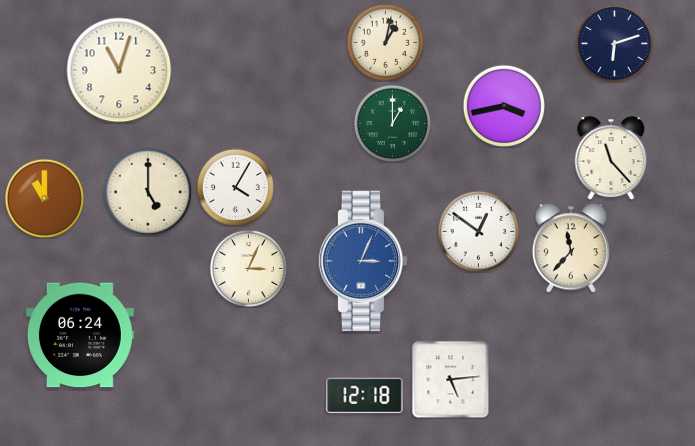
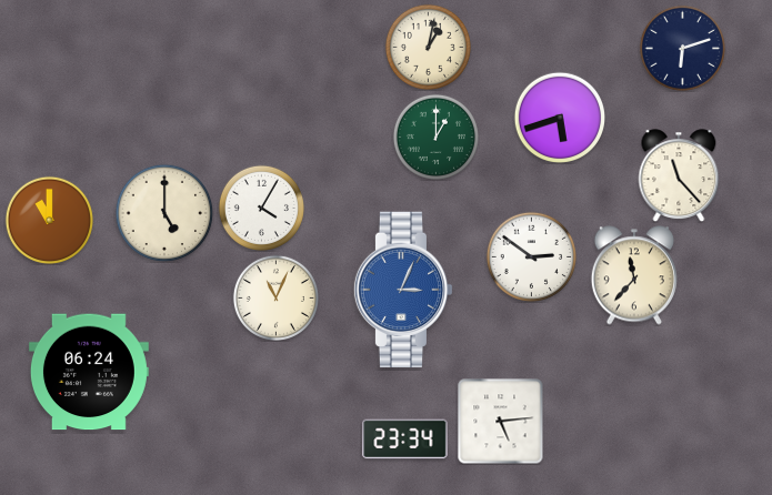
clock at (119, 70): 11:03 -> none
clock at (503, 105): 3:43 -> 5:42
clock at (478, 231): 12:51 -> 2:51
clock at (248, 268): 3:04 -> 11:04
clock at (365, 396): 12:18 -> 23:34
